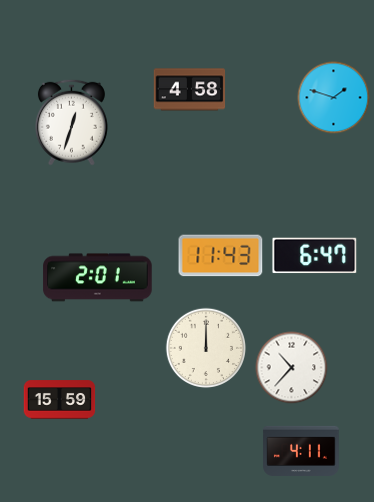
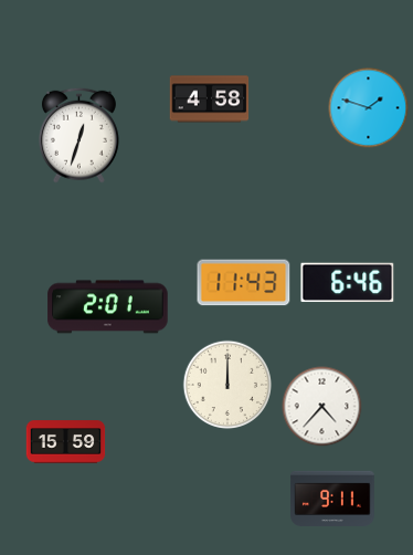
clock at (315, 256): 6:47 -> 6:46
clock at (292, 368): 10:37 -> 4:37
clock at (301, 451): 4:11 -> 9:11
